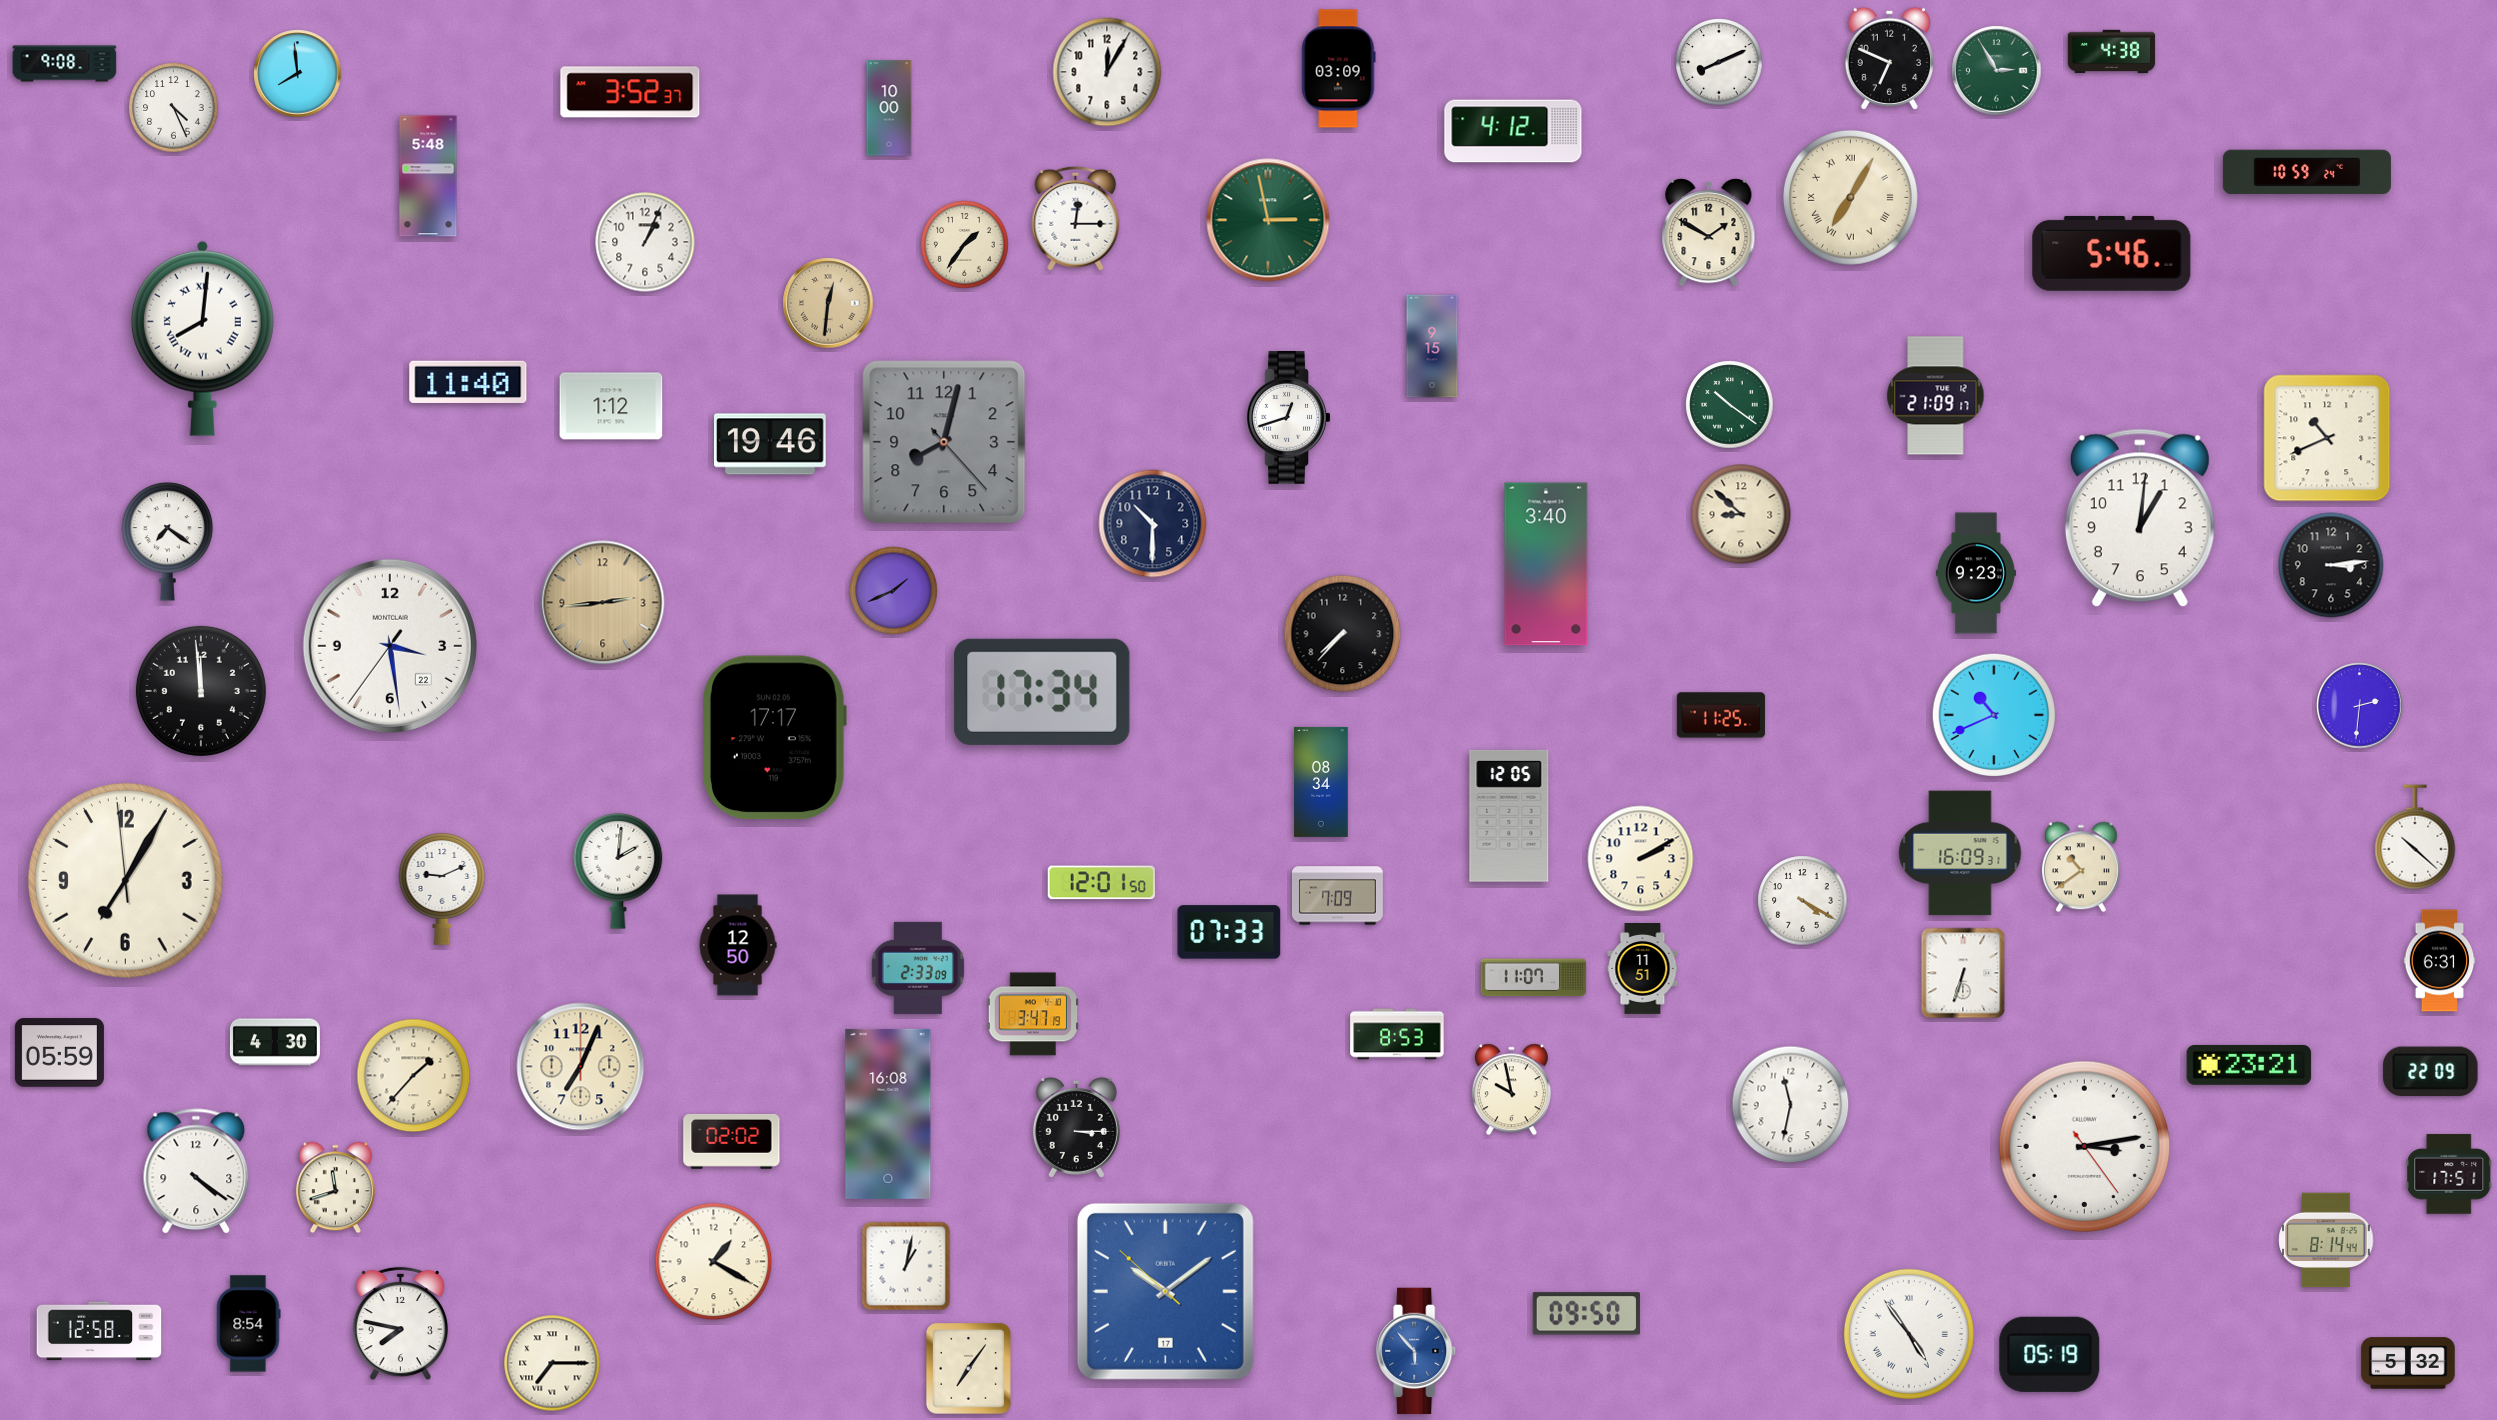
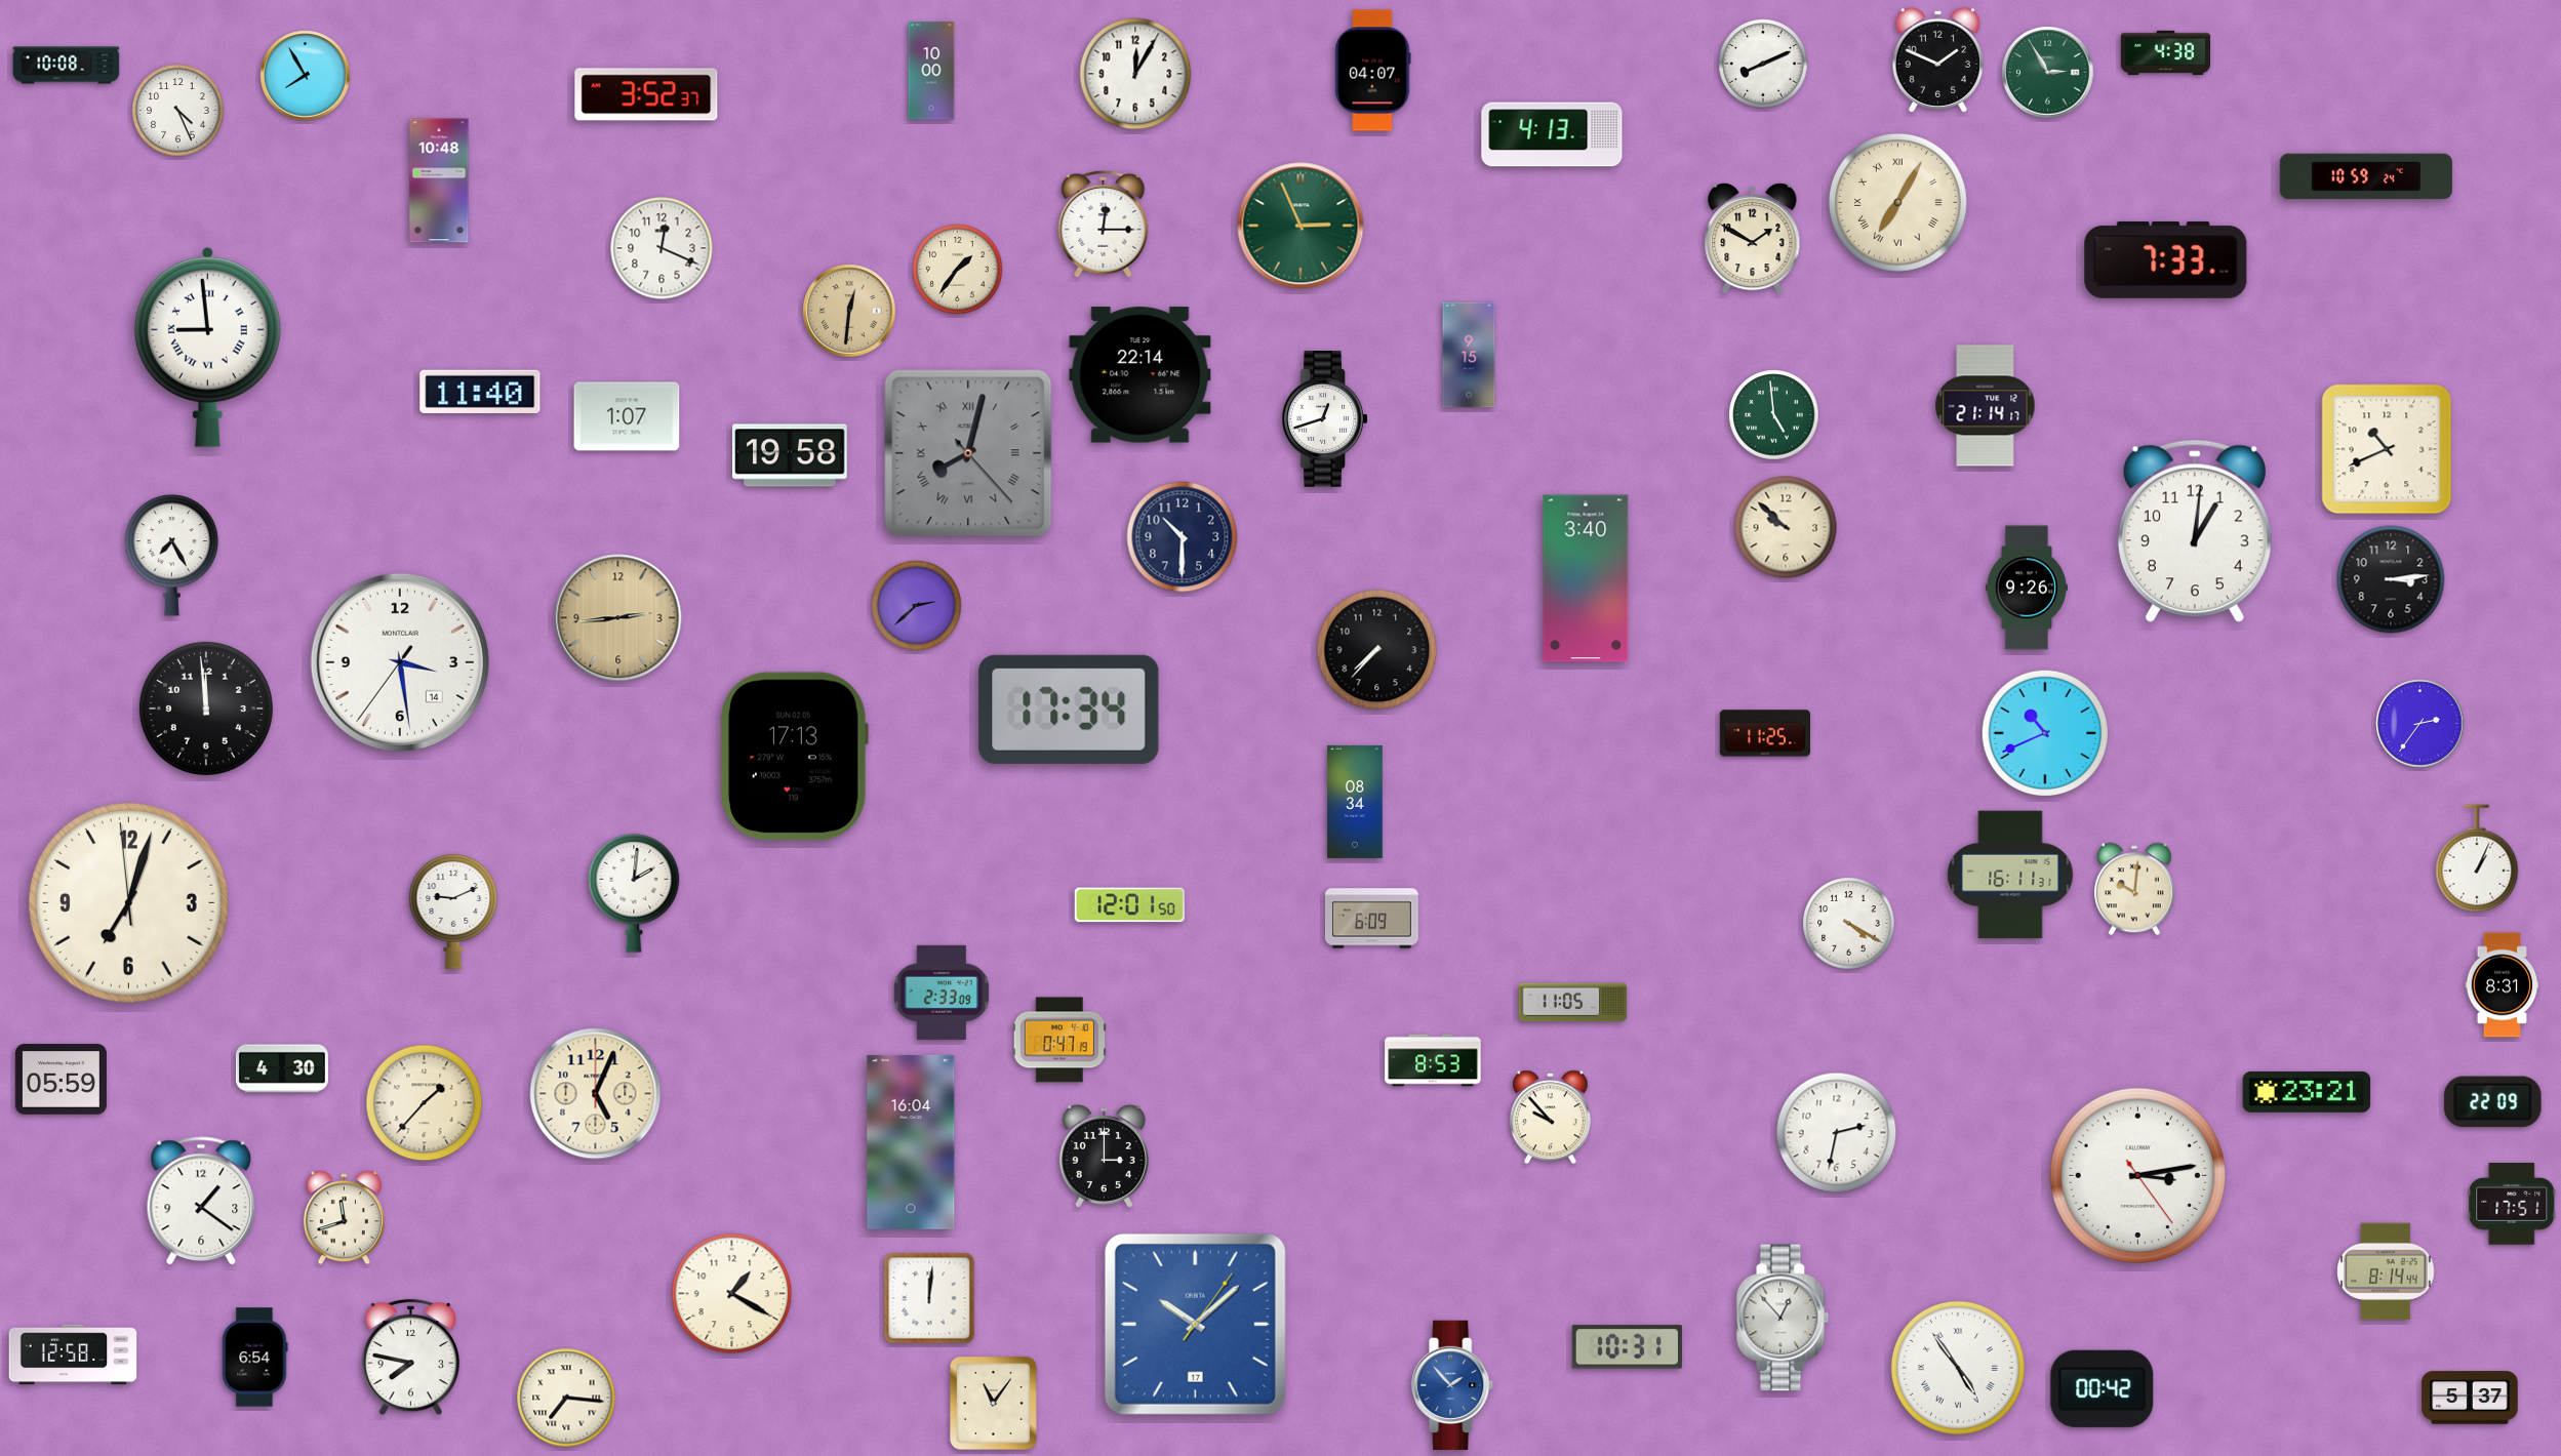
clock at (1889, 58): 6:49 -> 1:49
clock at (65, 64): 9:08 -> 10:08
clock at (1339, 69): 03:09 -> 04:07
clock at (298, 74): 7:59 -> 7:55
clock at (889, 108) position: (889, 108) -> (931, 71)
clock at (1513, 131): 4:12 -> 4:13
clock at (428, 176): 5:48 -> 10:48
clock at (1268, 220): 2:58 -> 2:56
clock at (645, 242): 1:04 -> 12:19
clock at (965, 245) position: (965, 245) -> (958, 270)
clock at (2112, 253): 5:46 -> 7:33
clock at (202, 338): 8:01 -> 8:59
clock at (1141, 375): none -> 22:14
clock at (1936, 396): 21:09 -> 21:14
clock at (1730, 405): 10:21 -> 4:59
clock at (611, 406): 1:12 -> 1:07
clock at (1289, 418) position: (1289, 418) -> (1325, 419)
clock at (944, 442) numerals: Arabic -> Roman
clock at (771, 444): 19:46 -> 19:58
clock at (1741, 514): 8:52 -> 9:52
clock at (168, 542): 7:21 -> 7:25
clock at (1976, 573): 9:23 -> 9:26
clock at (894, 591): 1:41 -> 2:38
clock at (390, 646) date: 22 -> 14
clock at (2360, 706): 2:31 -> 2:36
clock at (774, 738): 17:17 -> 17:13
clock at (1509, 816): 12:05 -> none
clock at (2415, 837): 10:22 -> 1:04
clock at (1960, 853): 16:09 -> 16:11
clock at (1641, 859): 2:10 -> none
clock at (2081, 867): 10:39 -> 10:01
clock at (126, 881): 7:04 -> 7:02
clock at (1338, 896): 7:09 -> 6:09
clock at (1229, 932): 07:33 -> none
clock at (738, 945): 12:50 -> none
clock at (2440, 961): 6:31 -> 8:31
clock at (1643, 969): 11:51 -> none
clock at (1963, 973): 6:33 -> none
clock at (1534, 978): 11:07 -> 11:05
clock at (1032, 1014): 3:47 -> 0:47
clock at (581, 1067): 7:04 -> 5:04
clock at (2431, 1072) position: (2431, 1072) -> (2493, 1102)
clock at (1511, 1090): 9:58 -> 9:53
clock at (1791, 1105): 11:32 -> 2:32
clock at (888, 1114): 16:08 -> 16:04
clock at (1076, 1127): 3:15 -> 3:00
clock at (732, 1141): 02:02 -> none
clock at (196, 1172): 4:21 -> 1:21
clock at (906, 1266): 1:02 -> 12:01
clock at (1783, 1318): none -> 12:53
clock at (1165, 1291): 10:08:52 -> 10:08:06
clock at (1586, 1314): 09:50 -> 10:31
clock at (249, 1324): 8:54 -> 6:54
clock at (99, 1331) position: (99, 1331) -> (73, 1354)
clock at (1417, 1351): 5:53 -> 1:53
clock at (2050, 1354): 05:19 -> 00:42
clock at (552, 1363): 7:15 -> 7:16
clock at (2408, 1363): 5:32 -> 5:37
clock at (969, 1369): 7:06 -> 11:06
